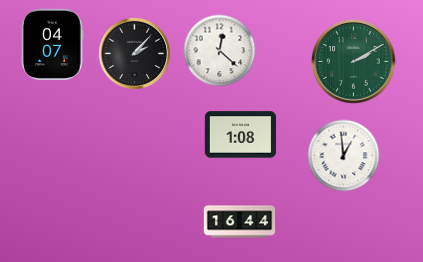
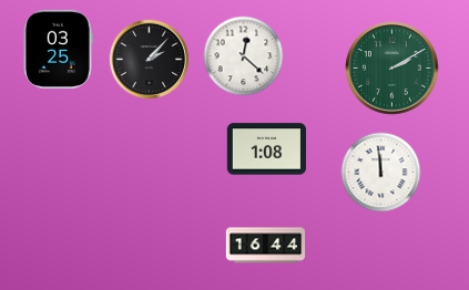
clock at (53, 44): 04:07 -> 03:25
clock at (344, 156): 12:59 -> 11:59
